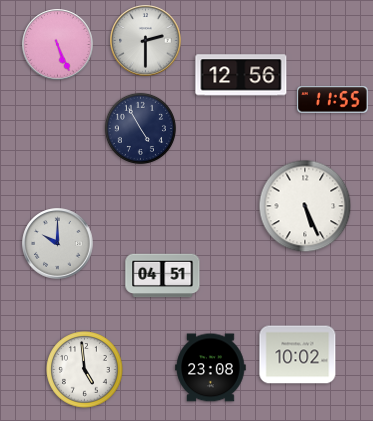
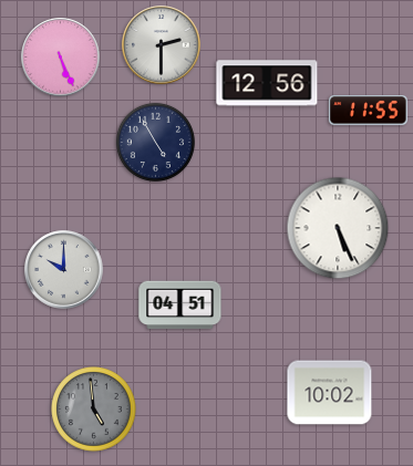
clock at (58, 45) position: (58, 45) -> (61, 58)
clock at (211, 368): 23:08 -> none
clock at (85, 370) dial: white -> grey
